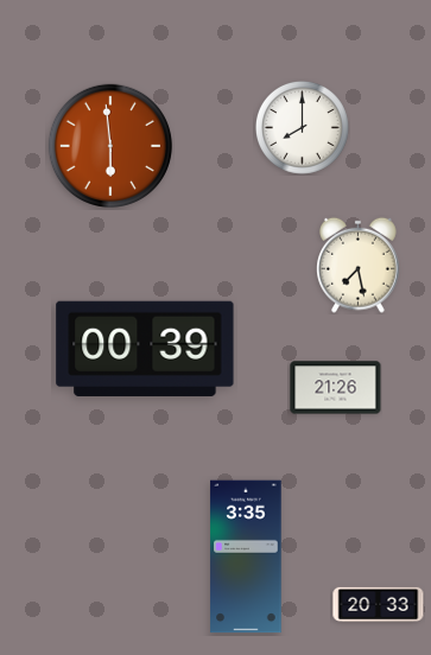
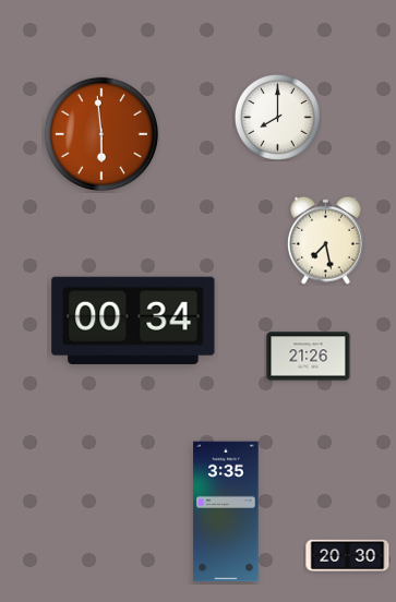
clock at (359, 265) position: (359, 265) -> (326, 240)
clock at (145, 349): 00:39 -> 00:34
clock at (379, 604): 20:33 -> 20:30
